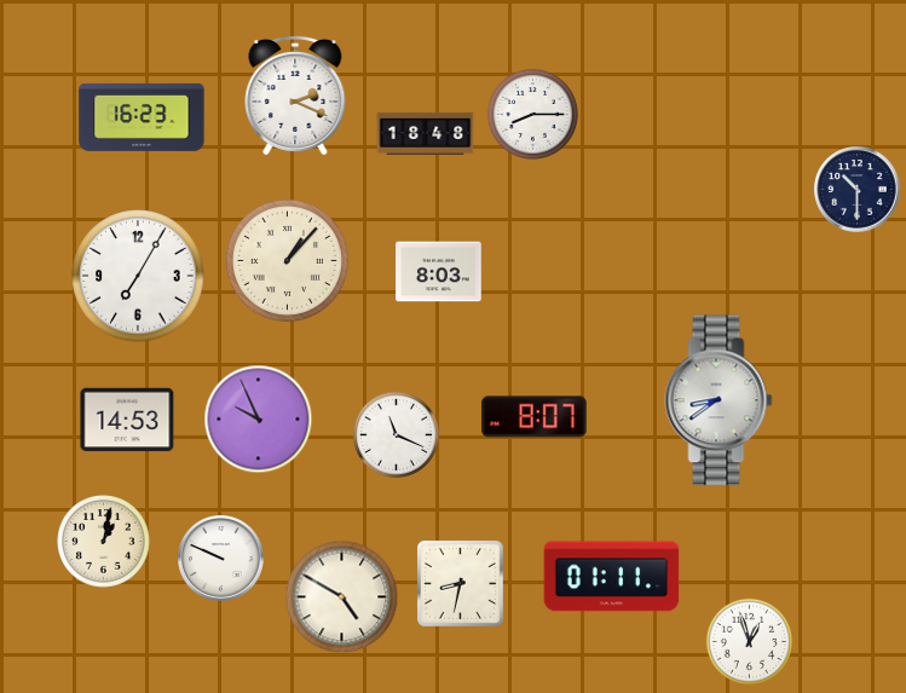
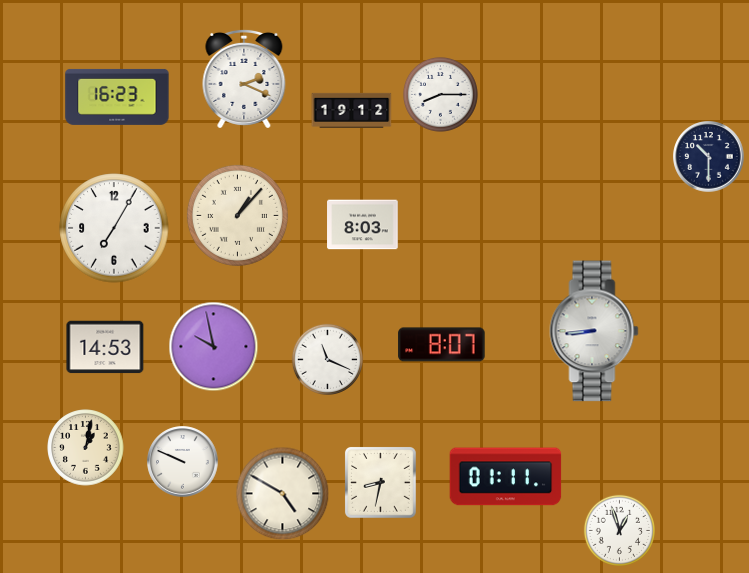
clock at (426, 133): 18:48 -> 19:12
clock at (719, 400): 8:39 -> 8:44
clock at (259, 420): 9:56 -> 9:58
